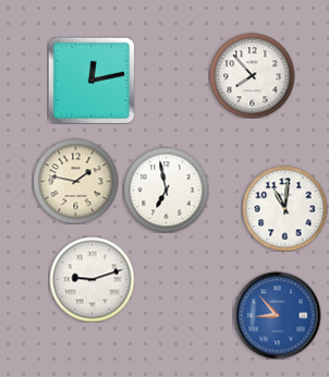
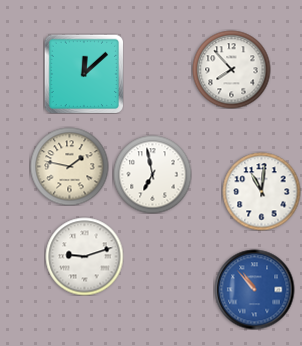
clock at (92, 81): 12:13 -> 12:08
clock at (277, 315): 8:53 -> 10:53
